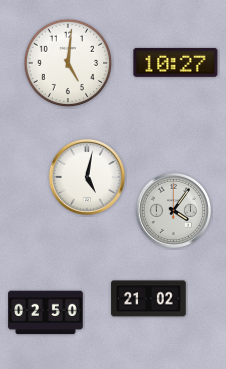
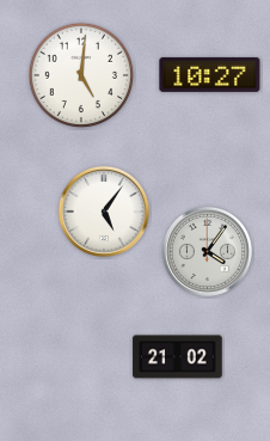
clock at (87, 177): 5:02 -> 5:06
clock at (46, 313): 02:50 -> none
